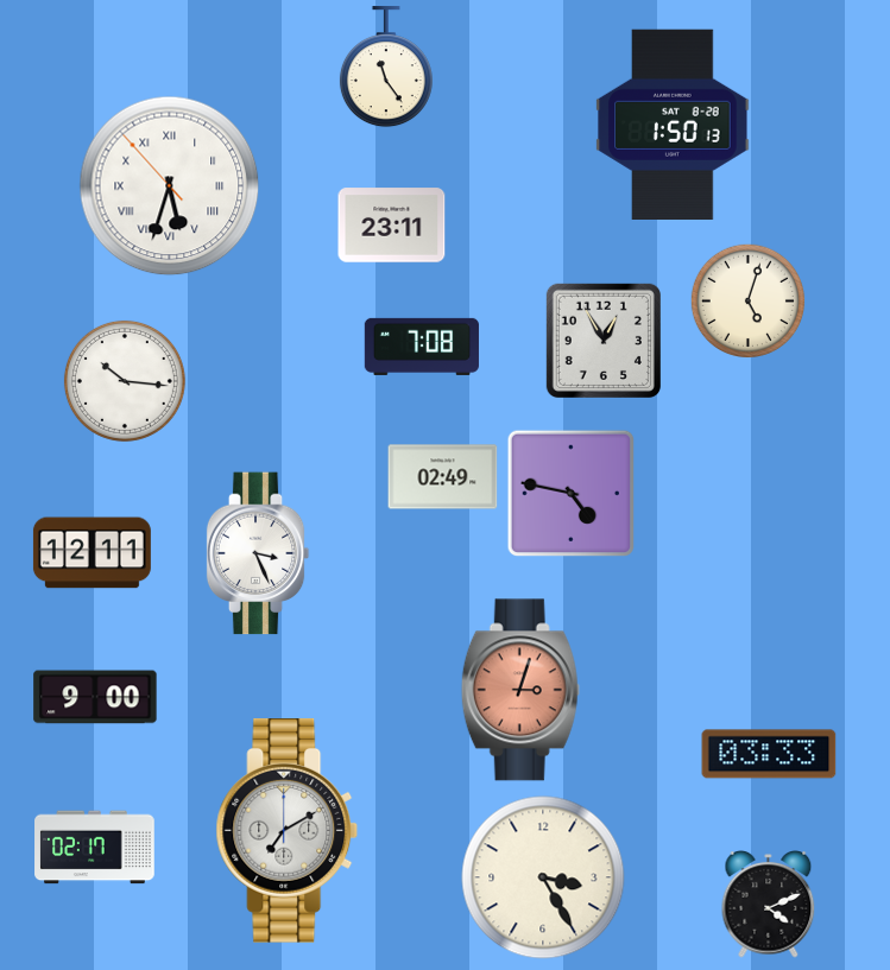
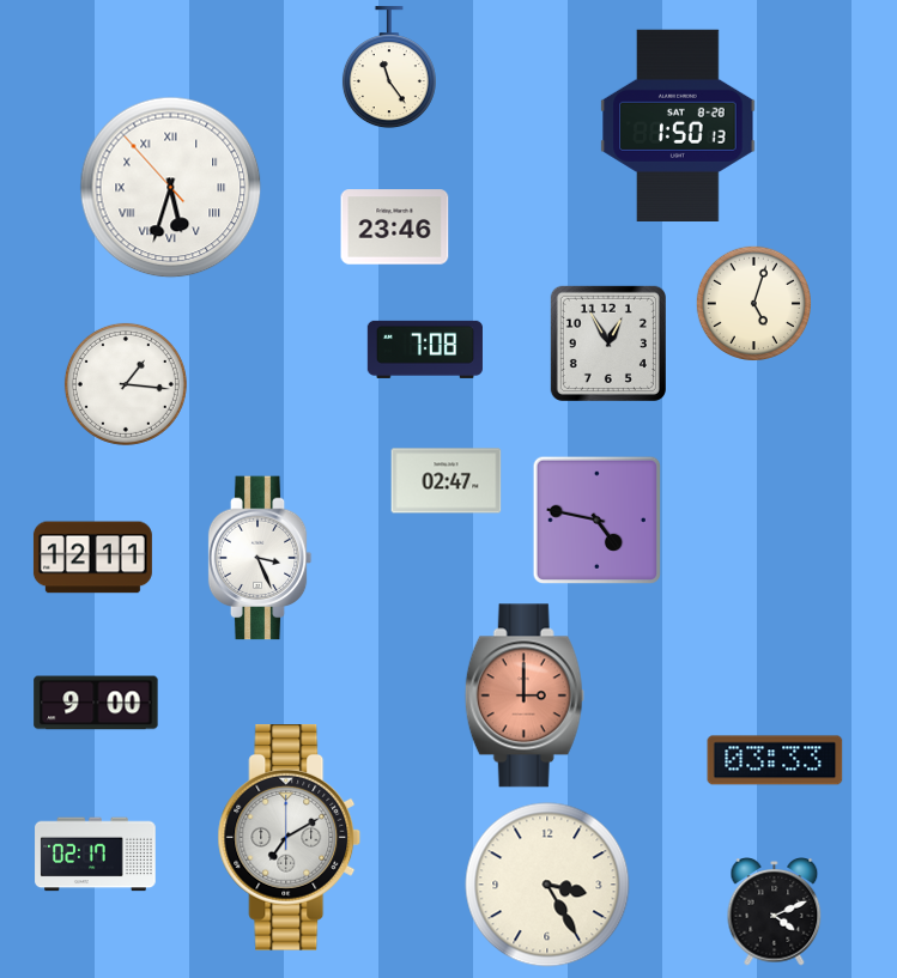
clock at (392, 226): 23:11 -> 23:46
clock at (125, 381): 10:16 -> 1:16
clock at (443, 477): 02:49 -> 02:47
clock at (572, 494) position: (572, 494) -> (598, 521)
clock at (520, 690): 3:03 -> 3:00
